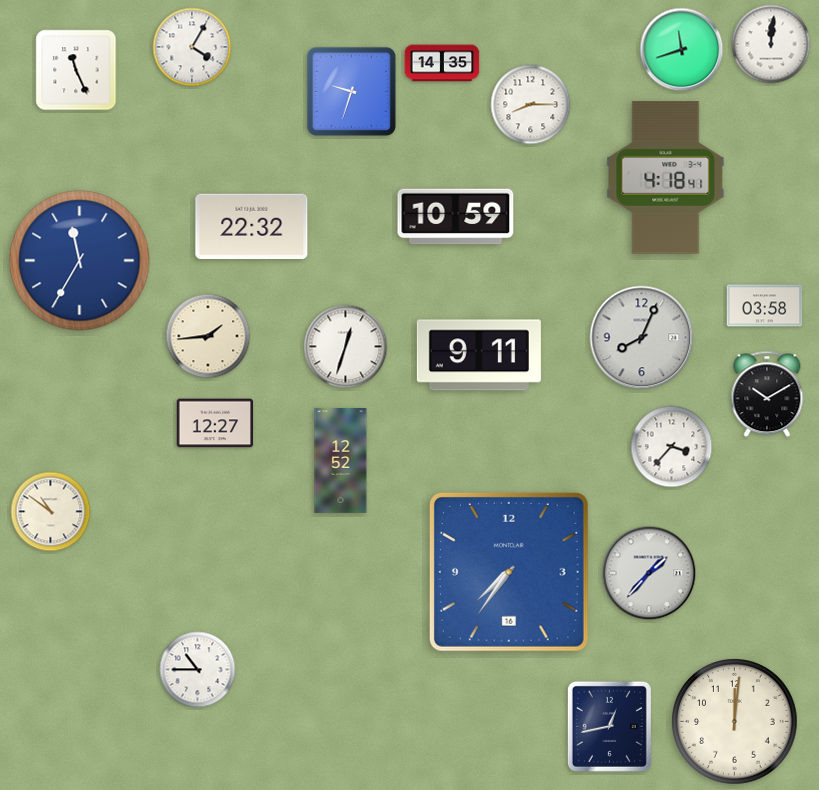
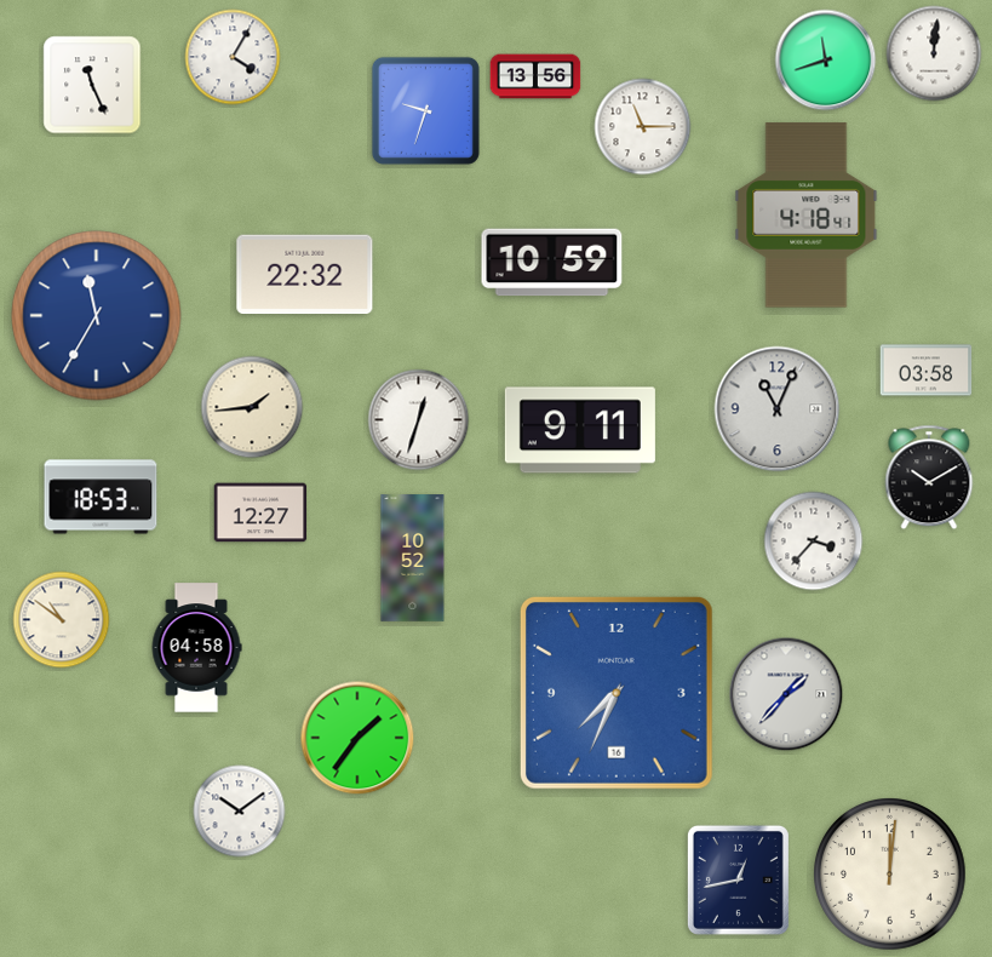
clock at (442, 63): 14:35 -> 13:56
clock at (531, 105): 8:15 -> 11:15
clock at (642, 338): 8:04 -> 11:04
clock at (101, 497): none -> 18:53
clock at (341, 461): 12:52 -> 10:52
clock at (196, 648): none -> 04:58
clock at (509, 572): 7:36 -> 7:34
clock at (357, 738): none -> 1:36
clock at (198, 670): 10:45 -> 10:09
